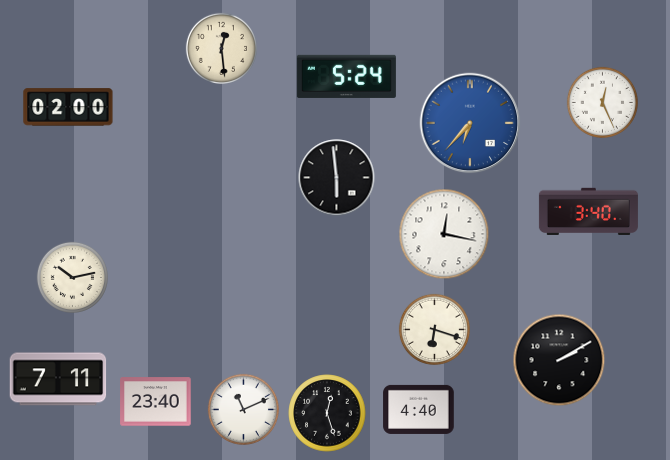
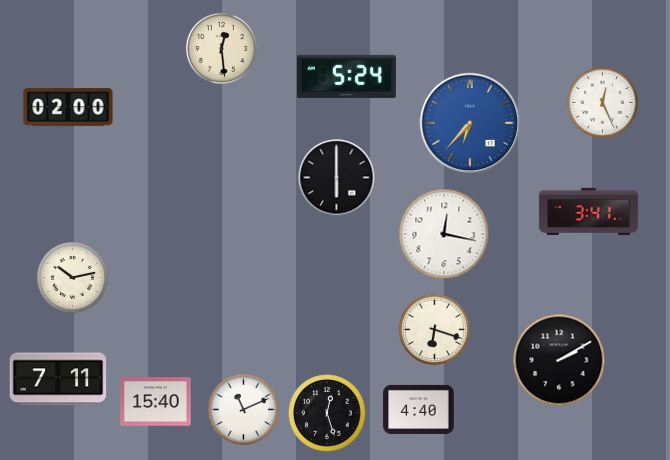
clock at (337, 178): 5:59 -> 6:00
clock at (588, 211): 3:40 -> 3:41
clock at (156, 402): 23:40 -> 15:40
